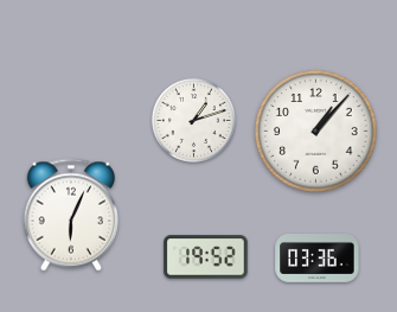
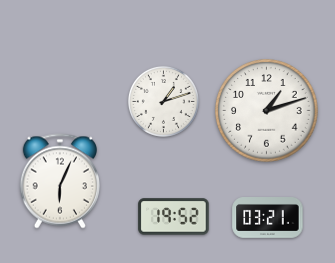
clock at (316, 132): 1:07 -> 1:12
clock at (318, 259): 03:36 -> 03:21
